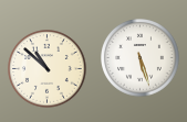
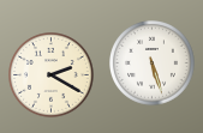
clock at (48, 69): 10:52 -> 2:20
